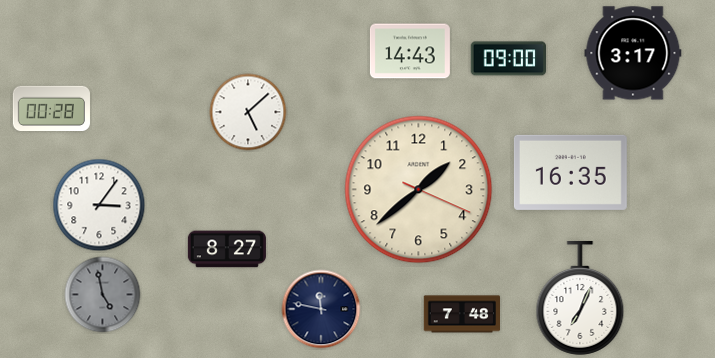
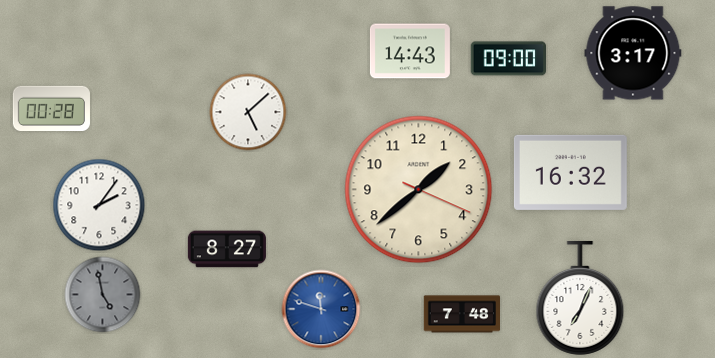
clock at (570, 172): 16:35 -> 16:32
clock at (99, 205): 3:06 -> 2:06
clock at (321, 309): 11:47 -> 11:48
clock at (321, 309) dial: navy -> blue
